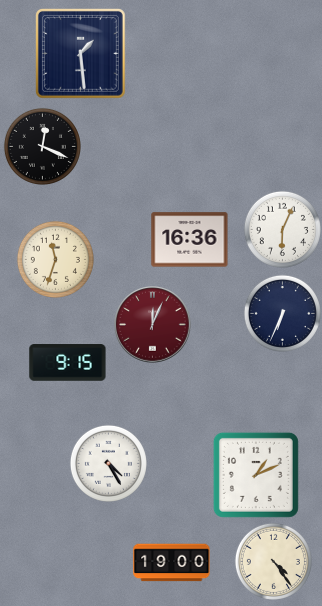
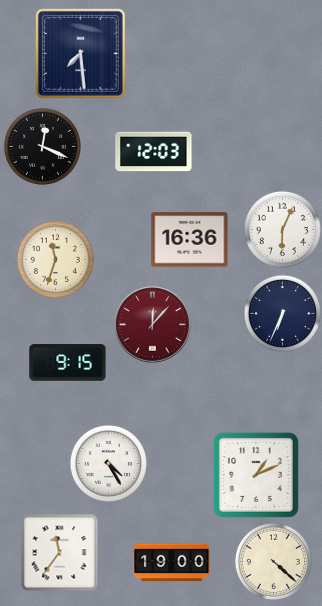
clock at (81, 54): 1:29 -> 7:29
clock at (154, 152): none -> 12:03
clock at (153, 325): 12:04 -> 12:07
clock at (59, 552): none -> 11:36
clock at (273, 561): 4:24 -> 4:22
